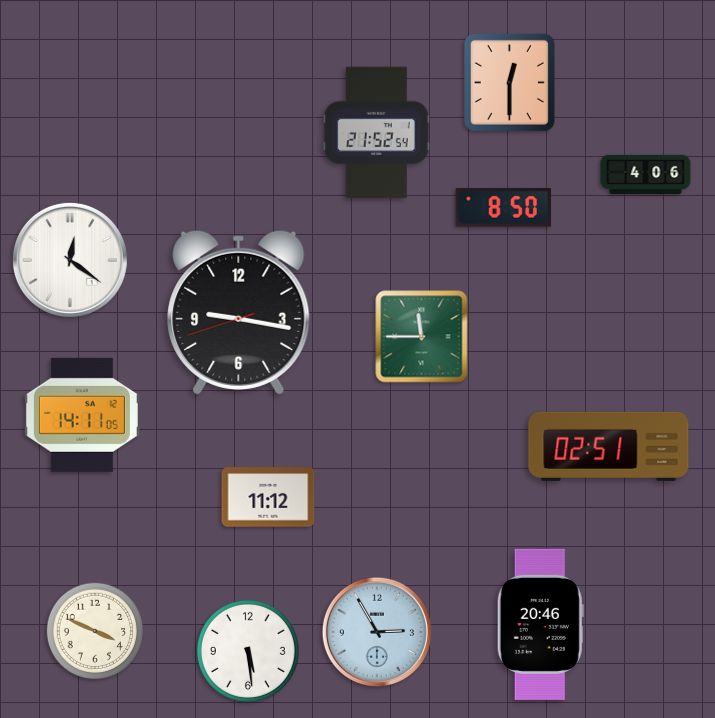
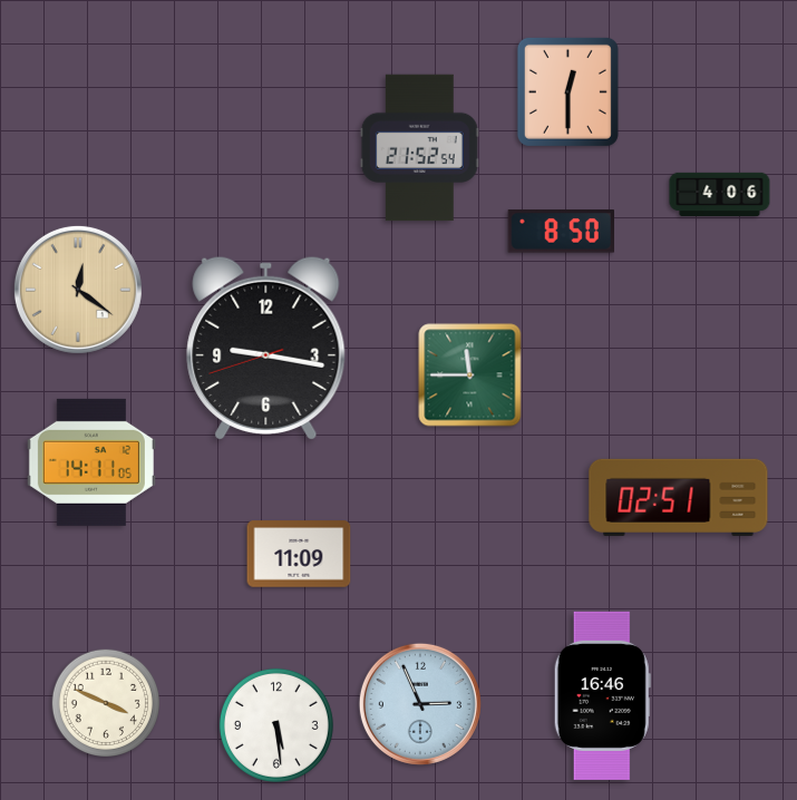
clock at (70, 260) dial: white -> champagne
clock at (268, 497): 11:12 -> 11:09
clock at (540, 624): 20:46 -> 16:46
clock at (377, 632): 2:55 -> 2:56
